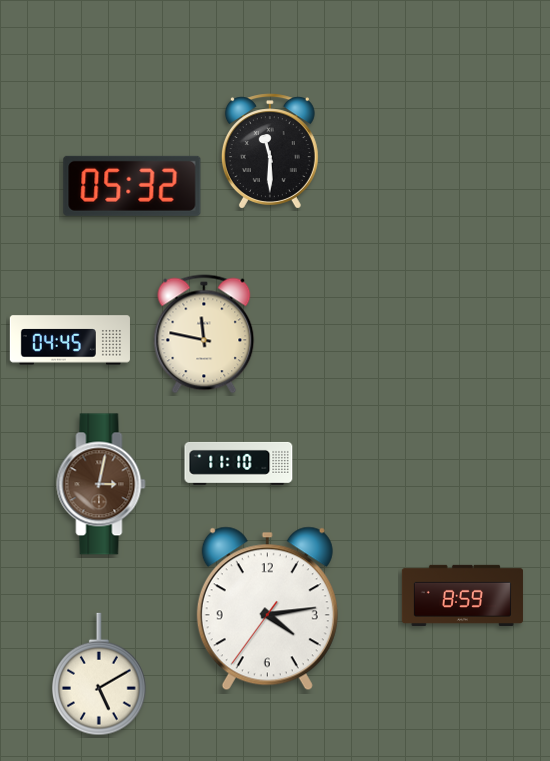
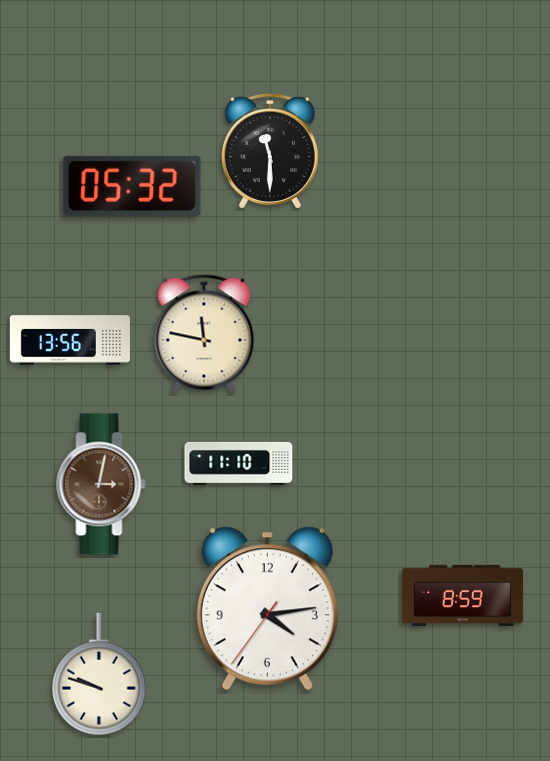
clock at (69, 340): 04:45 -> 13:56
clock at (100, 674): 5:10 -> 9:48
